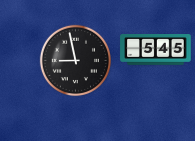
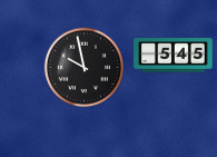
clock at (75, 60): 8:58 -> 9:58
